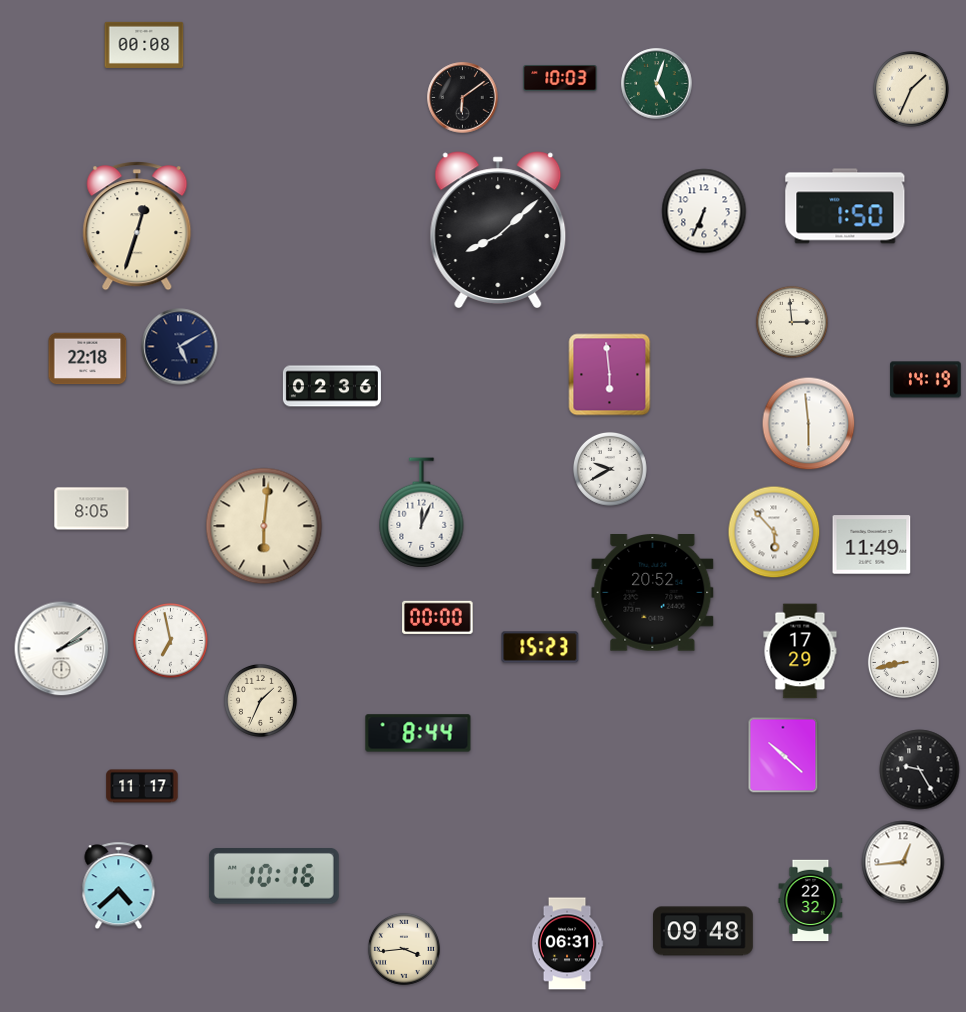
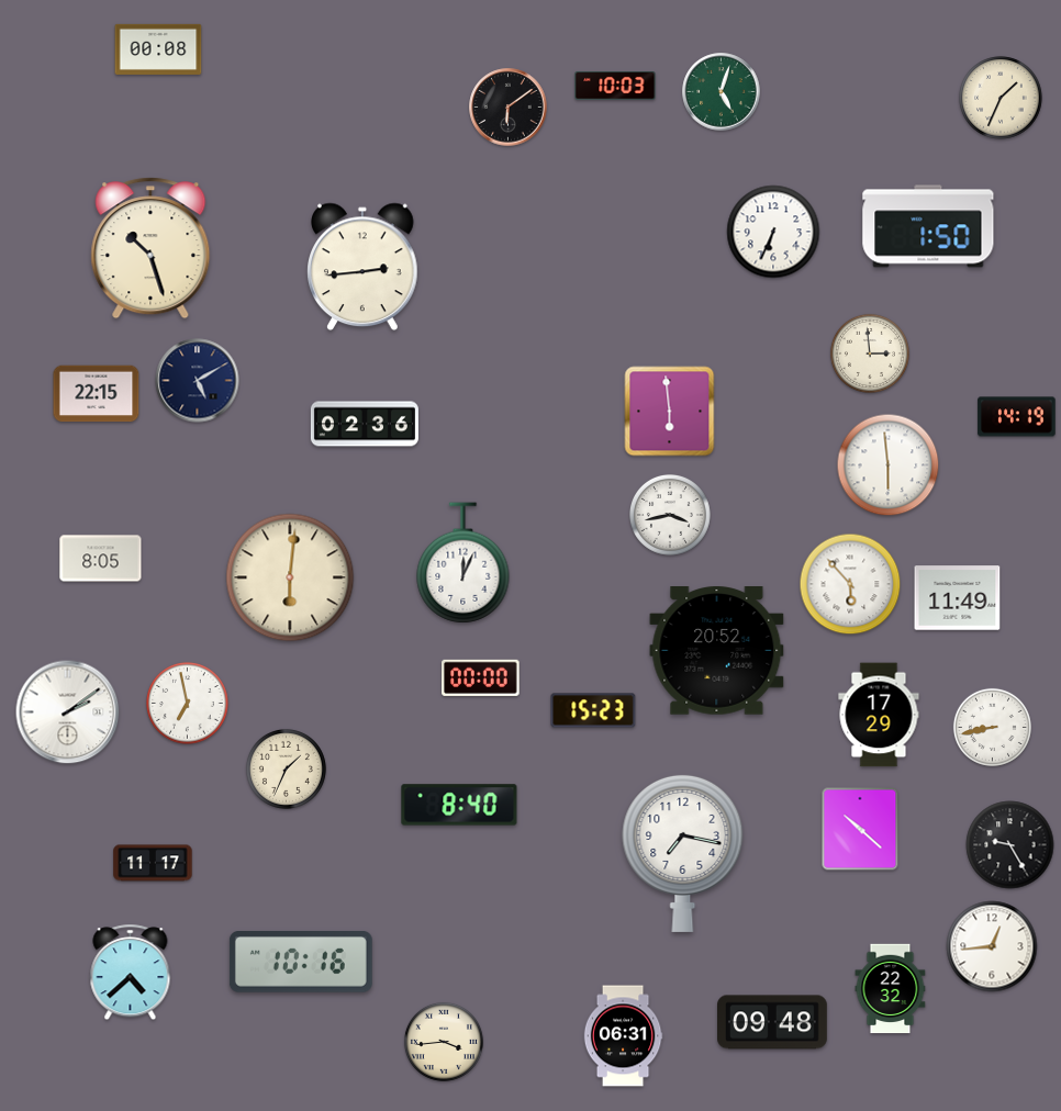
clock at (137, 226): 12:33 -> 10:27
clock at (498, 230): 8:08 -> none
clock at (362, 267): none -> 2:44
clock at (88, 359): 22:18 -> 22:15
clock at (611, 470): 9:40 -> 3:43
clock at (418, 733): 8:44 -> 8:40
clock at (683, 853): none -> 7:17
clock at (142, 786) position: (142, 786) -> (153, 863)
